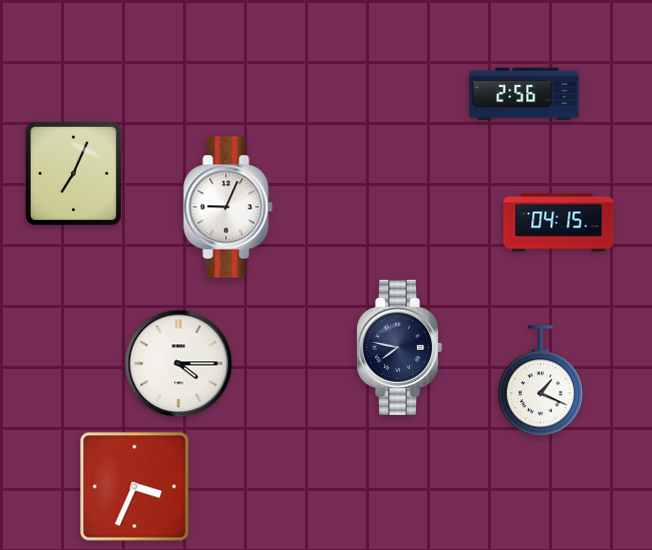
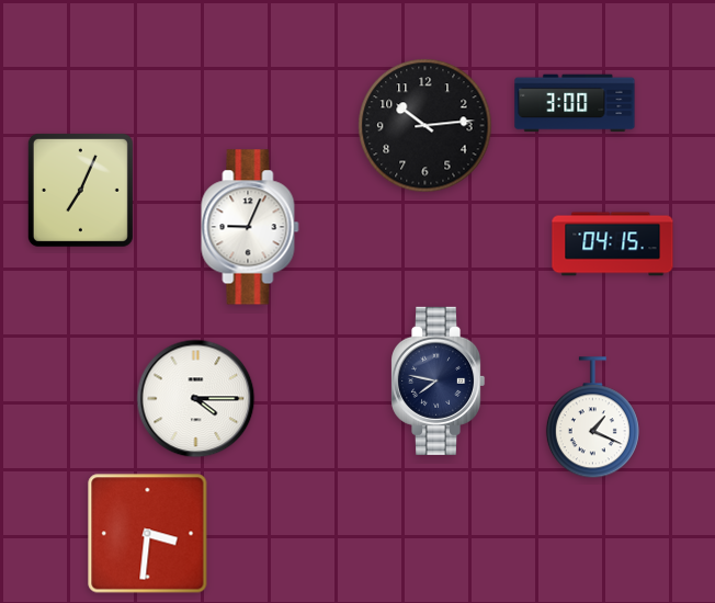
clock at (524, 94): 2:56 -> 3:00
clock at (425, 126): none -> 10:14
clock at (135, 487): 3:34 -> 3:31
